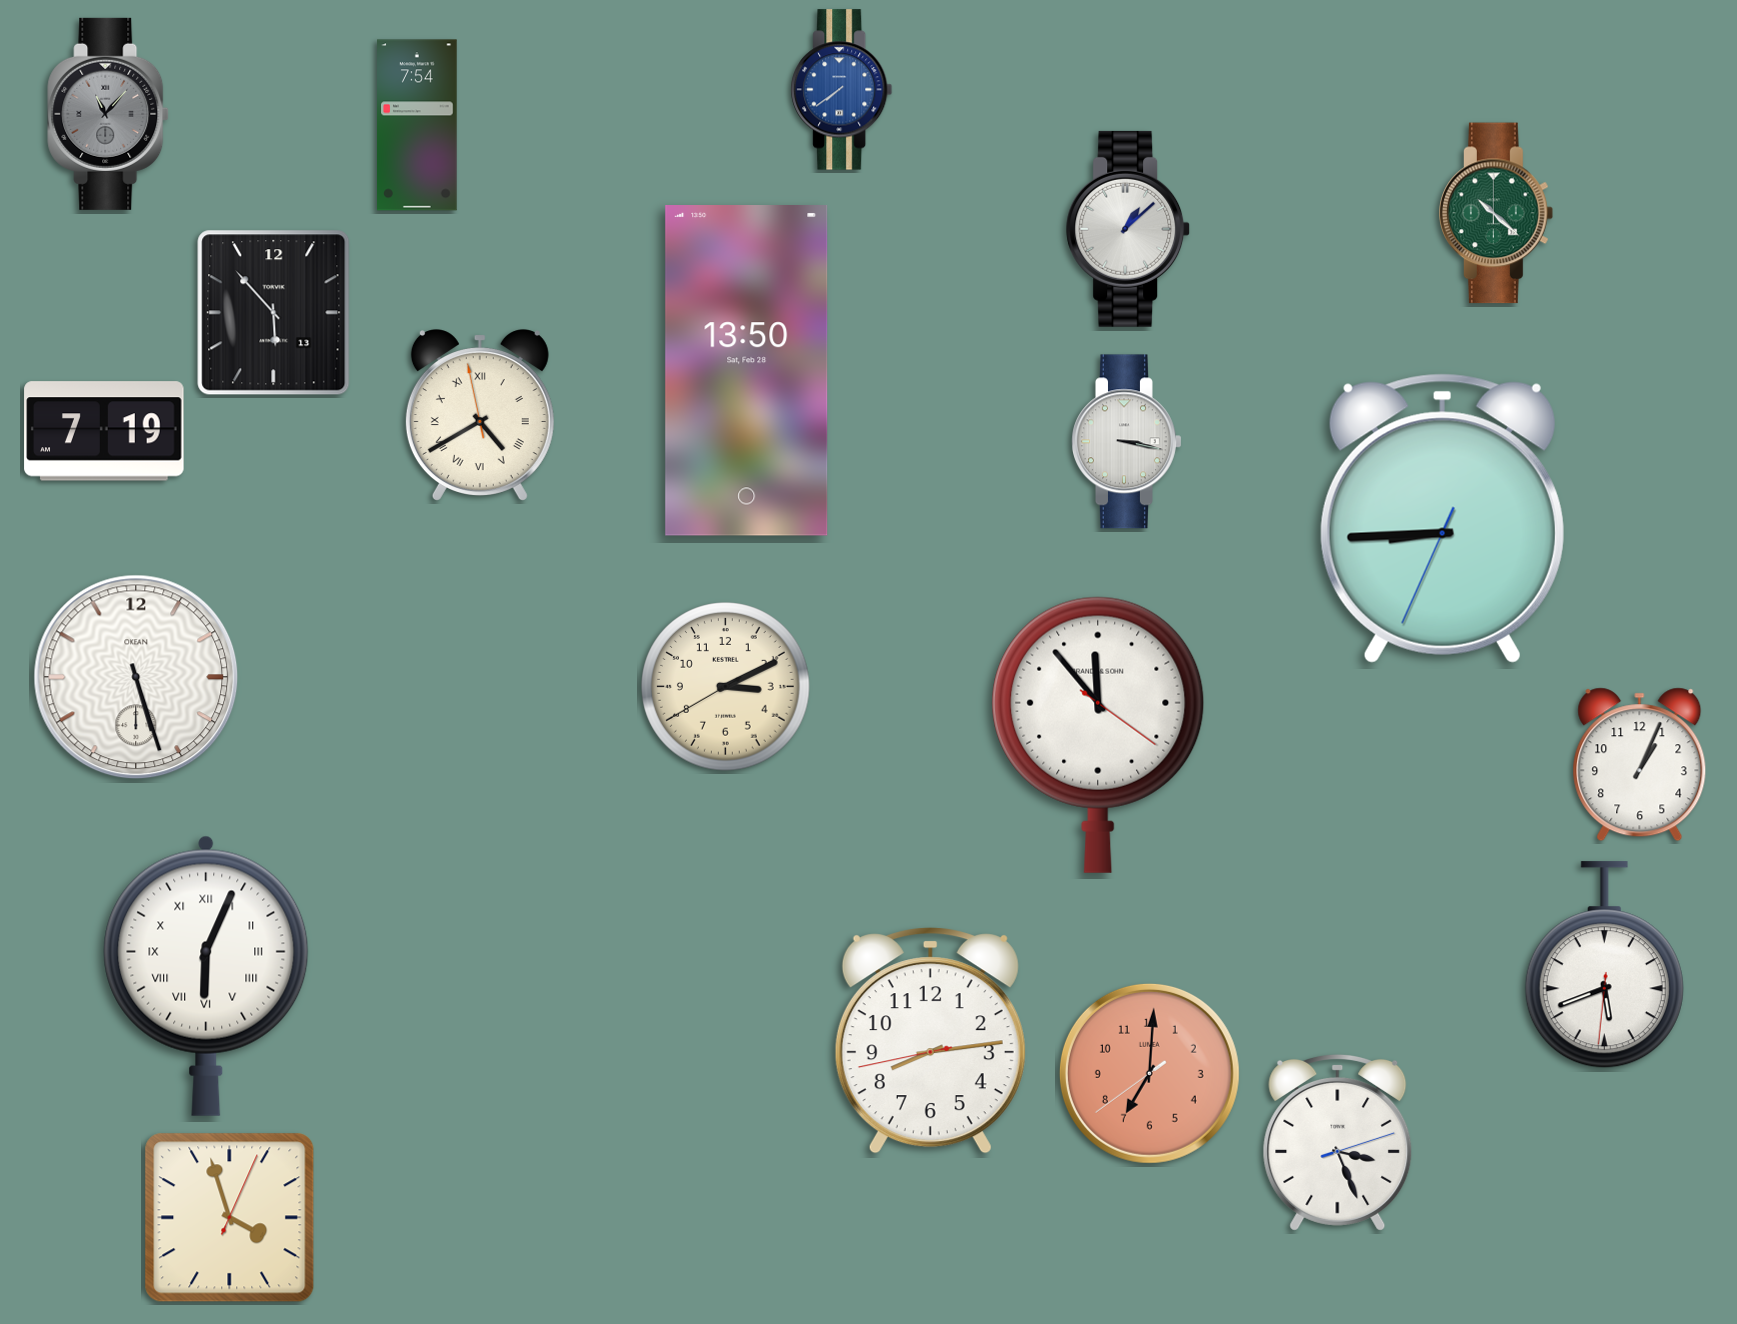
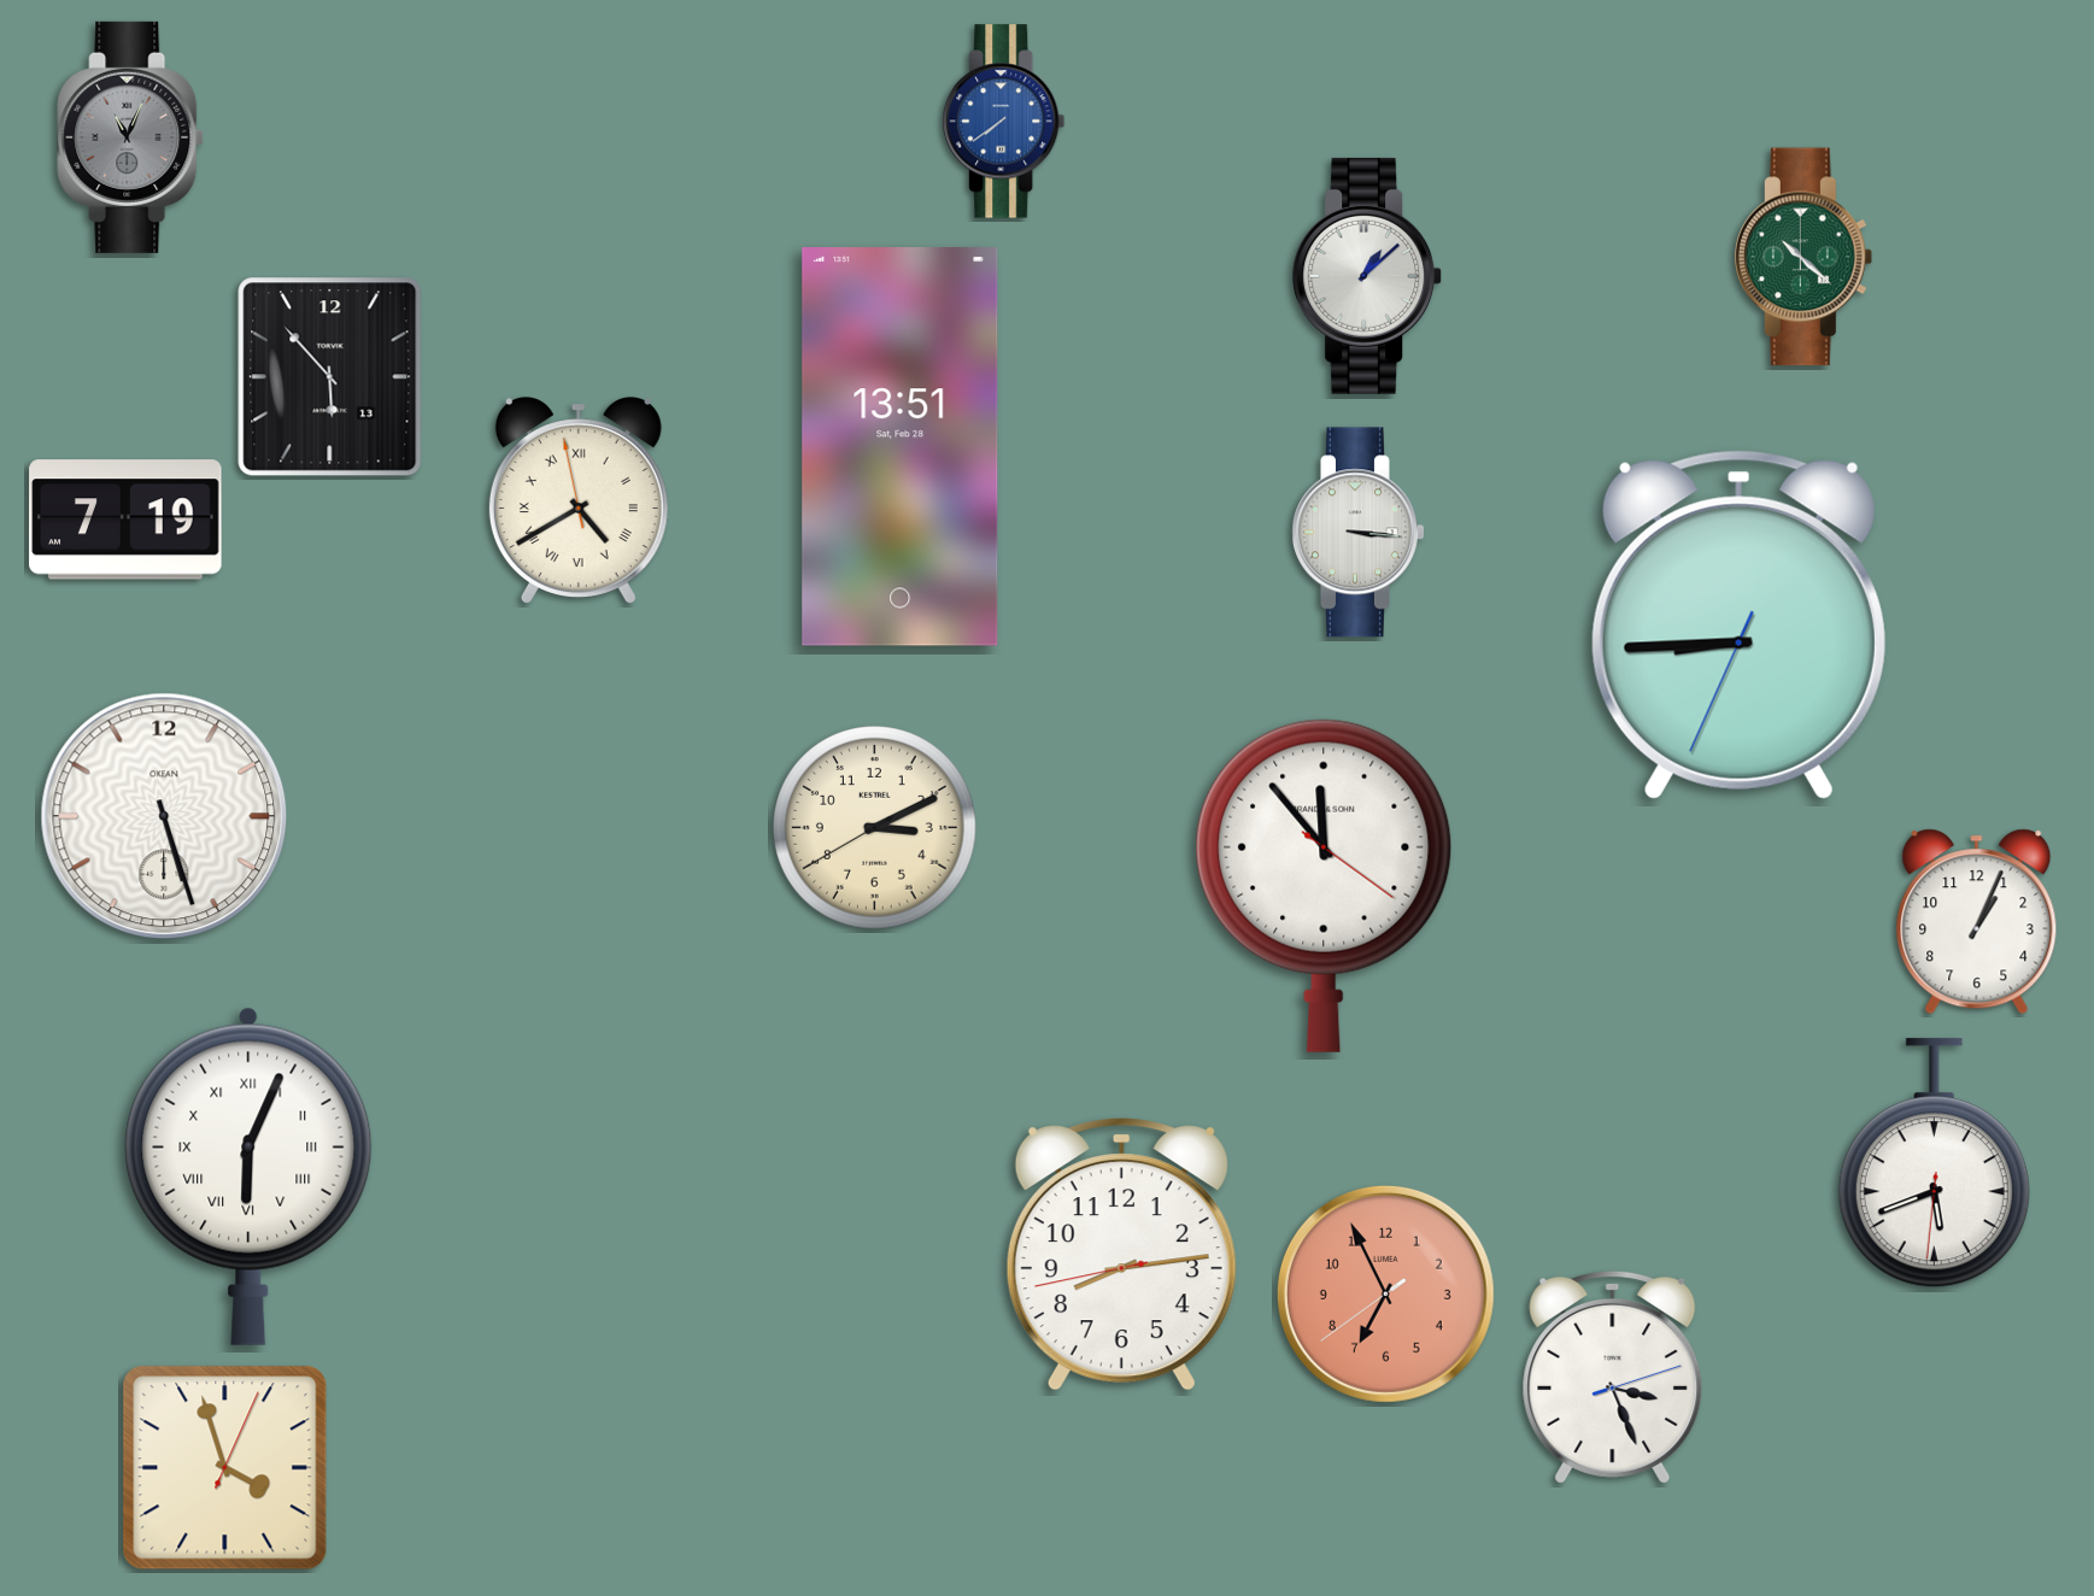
clock at (842, 90) position: (842, 90) -> (1004, 122)
clock at (108, 114): 11:07 -> 11:04
clock at (417, 125): 7:54 -> none
clock at (1129, 229) position: (1129, 229) -> (1368, 276)
clock at (747, 371): 13:50 -> 13:51
clock at (1127, 442): 3:17 -> 3:16
clock at (1149, 1073): 7:00 -> 6:55
clock at (230, 1218) position: (230, 1218) -> (225, 1468)
